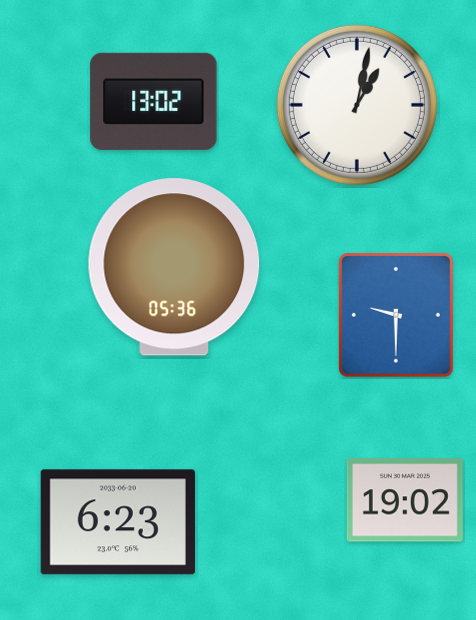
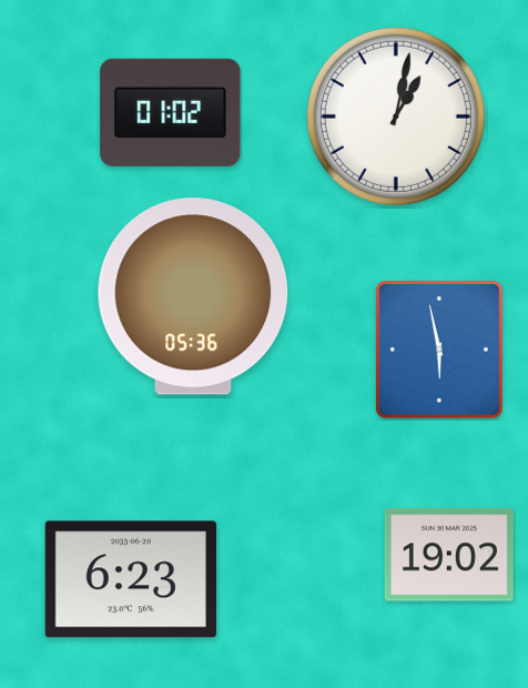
clock at (154, 101): 13:02 -> 01:02
clock at (397, 316): 9:30 -> 5:58
